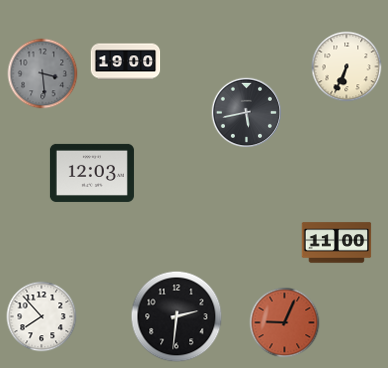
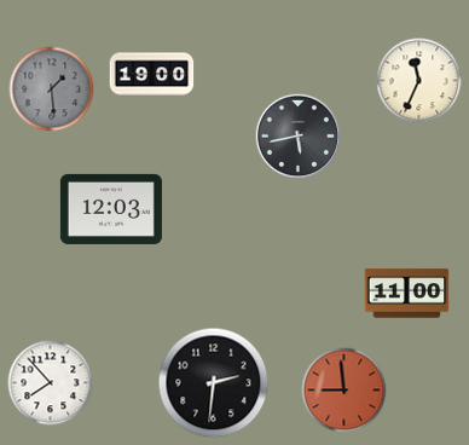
clock at (347, 67): 6:34 -> 11:34
clock at (43, 74): 3:29 -> 1:29
clock at (285, 323): 9:04 -> 8:59
